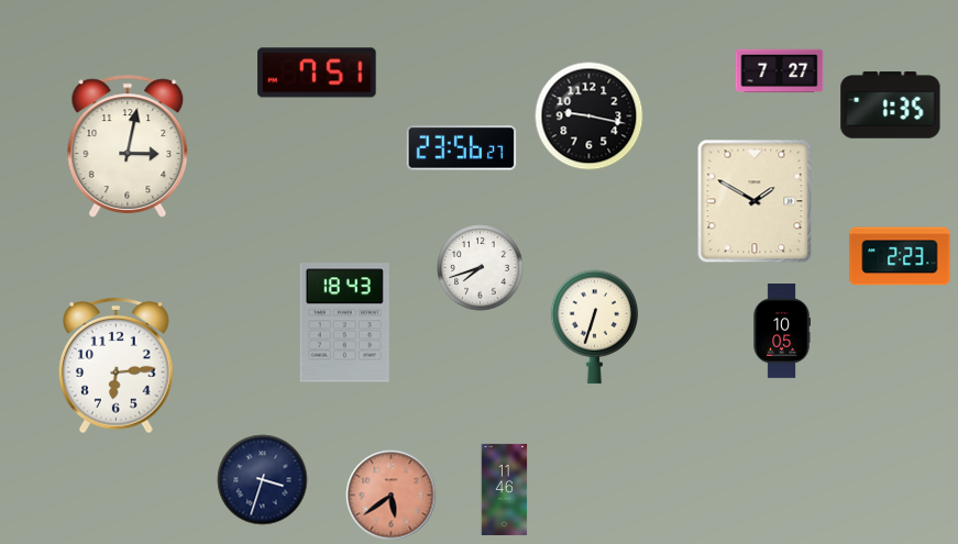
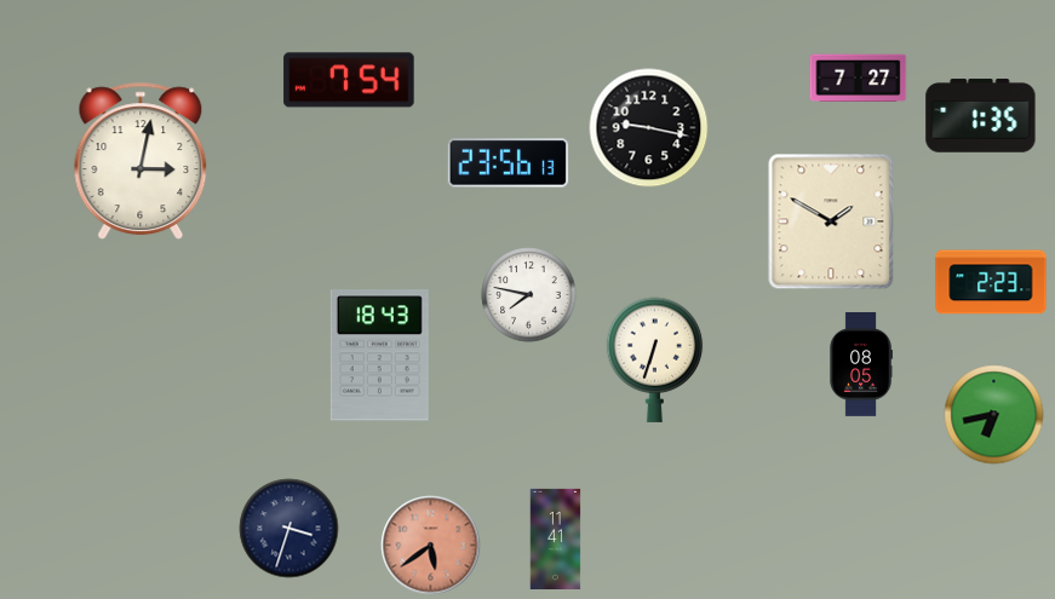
clock at (317, 73): 7:51 -> 7:54
clock at (462, 148): 23:56:27 -> 23:56:13
clock at (481, 268): 7:42 -> 7:47
clock at (782, 332): 10:05 -> 08:05
clock at (117, 365): 6:14 -> none
clock at (994, 415): none -> 6:43
clock at (505, 489): 11:46 -> 11:41
